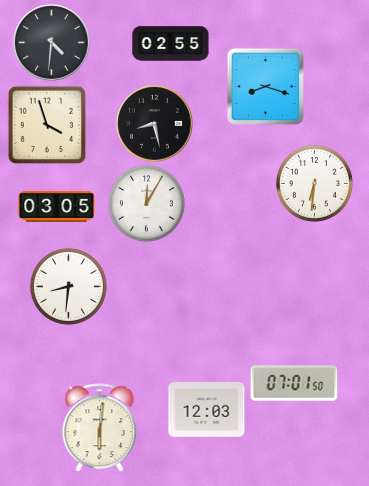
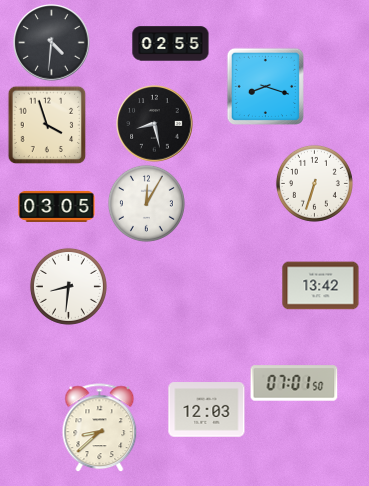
clock at (314, 183): 6:31 -> 6:33
clock at (321, 286): none -> 13:42
clock at (100, 428): 6:01 -> 8:38
